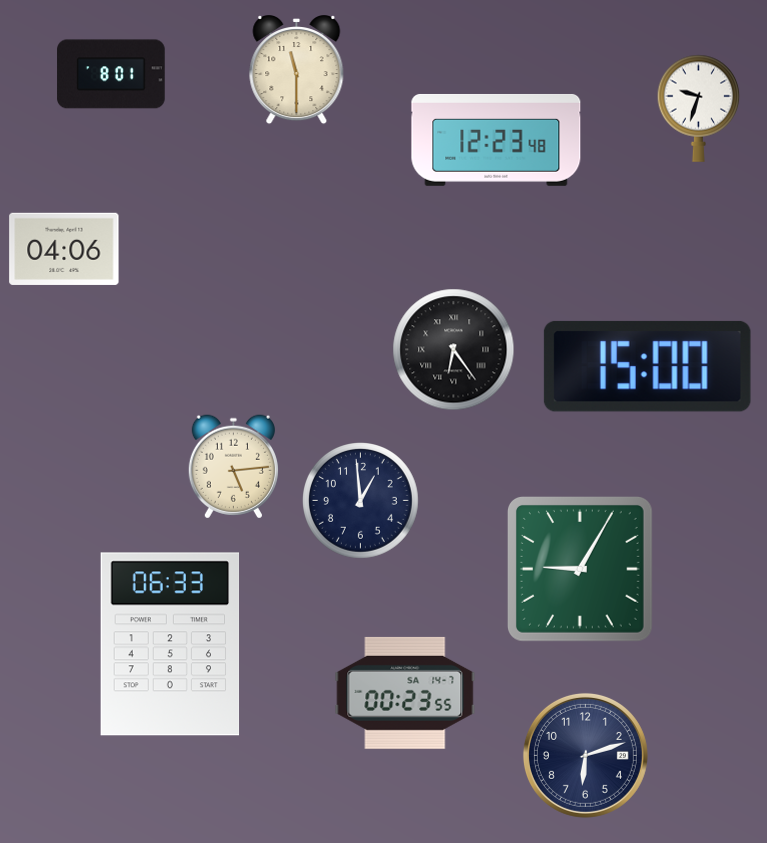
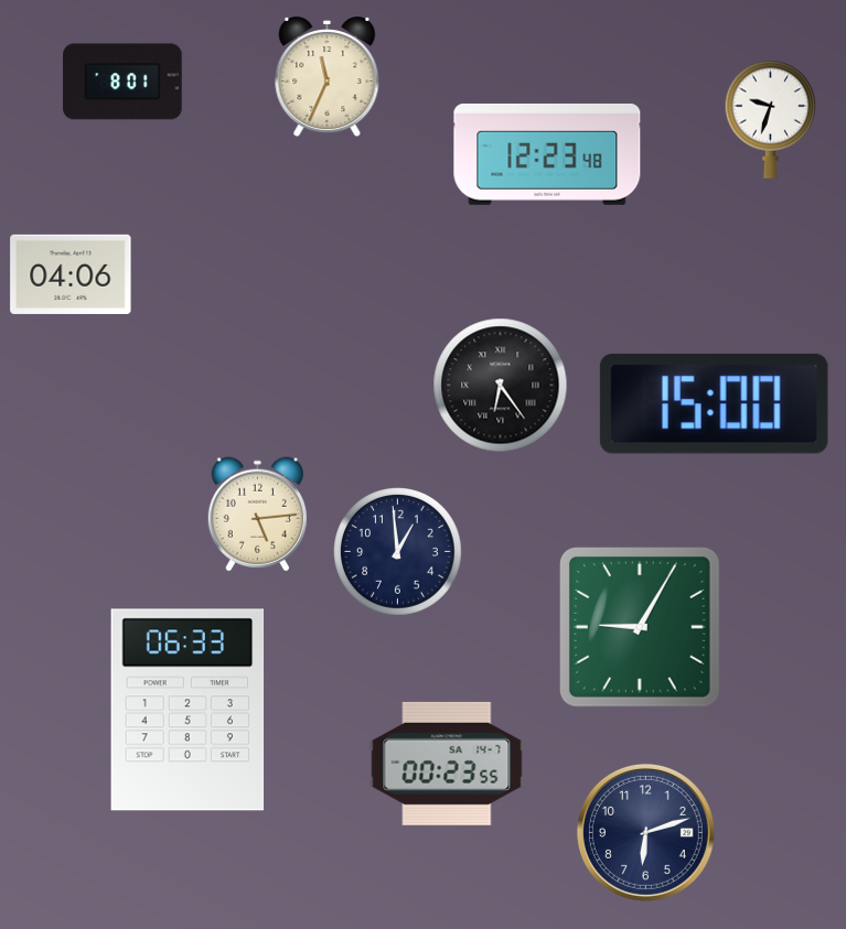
clock at (297, 71): 11:30 -> 11:34
